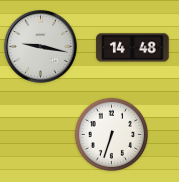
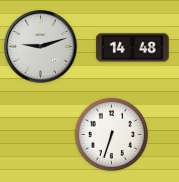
clock at (41, 47): 9:17 -> 9:12
